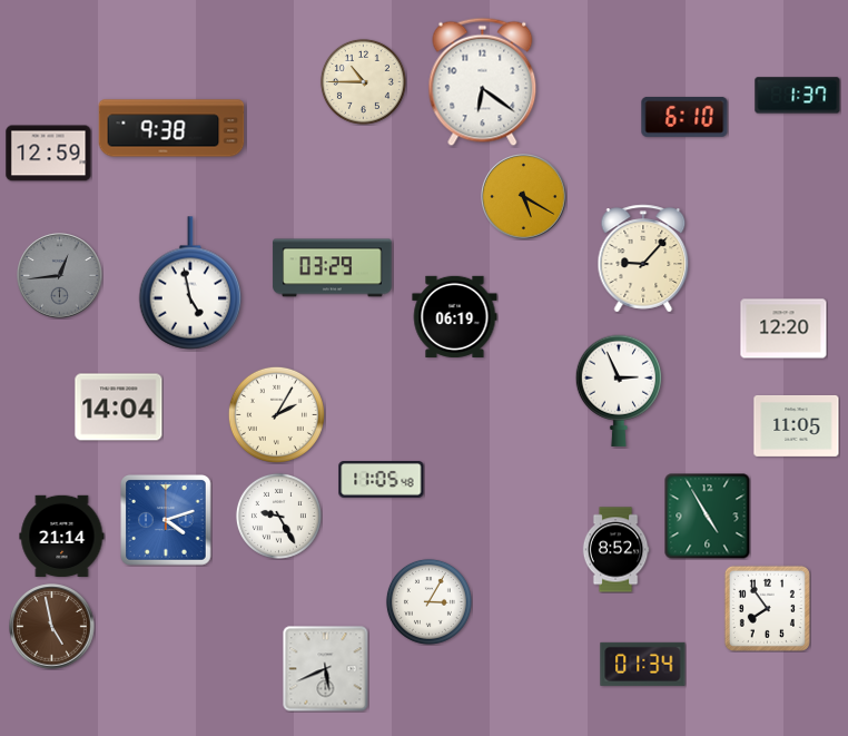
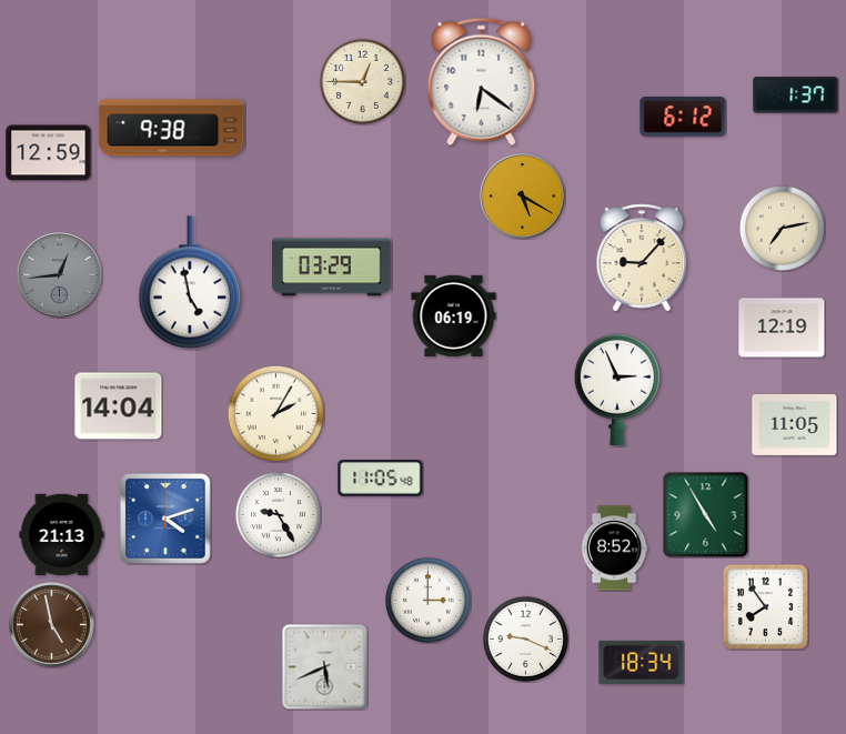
clock at (363, 81): 10:45 -> 12:45
clock at (684, 117): 6:10 -> 6:12
clock at (782, 228): none -> 7:13
clock at (783, 328): 12:20 -> 12:19
clock at (62, 536): 21:14 -> 21:13
clock at (428, 601): 3:05 -> 3:00
clock at (525, 639): none -> 9:19
clock at (643, 664): 01:34 -> 18:34
